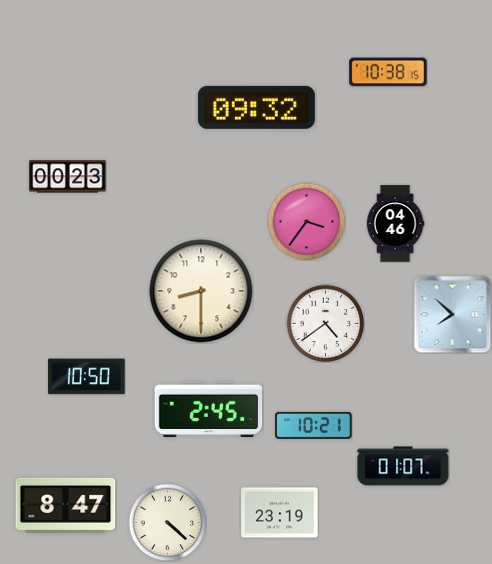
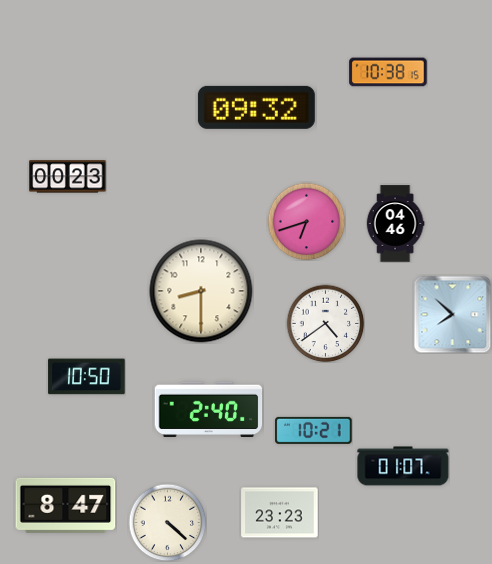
clock at (306, 221): 3:36 -> 6:42
clock at (209, 409): 2:45 -> 2:40
clock at (314, 425) position: (314, 425) -> (314, 430)
clock at (280, 513): 23:19 -> 23:23
